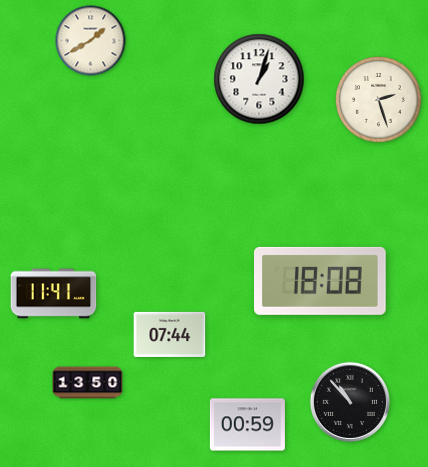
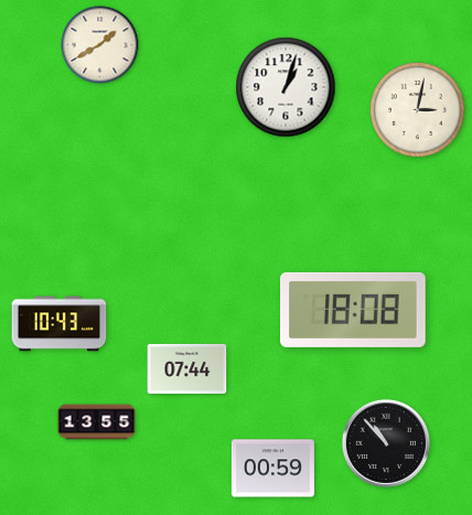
clock at (379, 100): 2:27 -> 3:02
clock at (54, 294): 11:41 -> 10:43
clock at (88, 383): 13:50 -> 13:55
